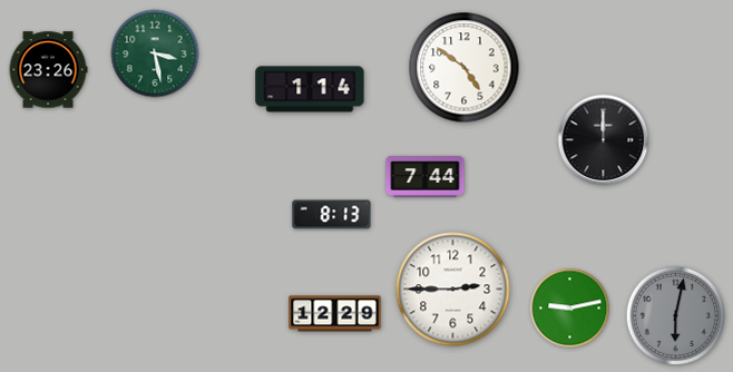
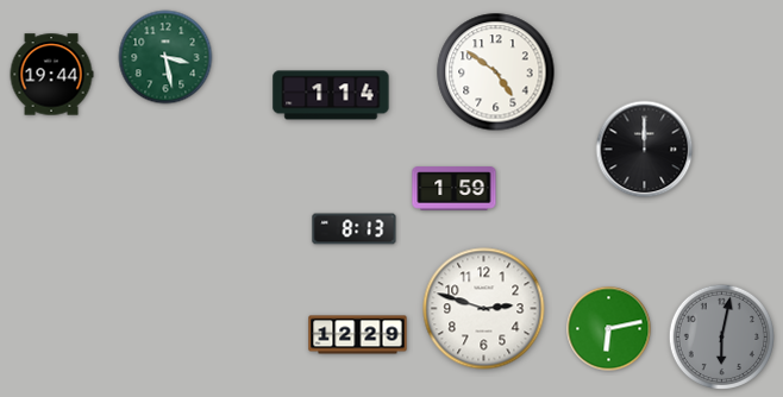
clock at (48, 70): 23:26 -> 19:44
clock at (426, 177): 7:44 -> 1:59
clock at (453, 290): 2:45 -> 2:48
clock at (570, 309): 9:13 -> 6:13
